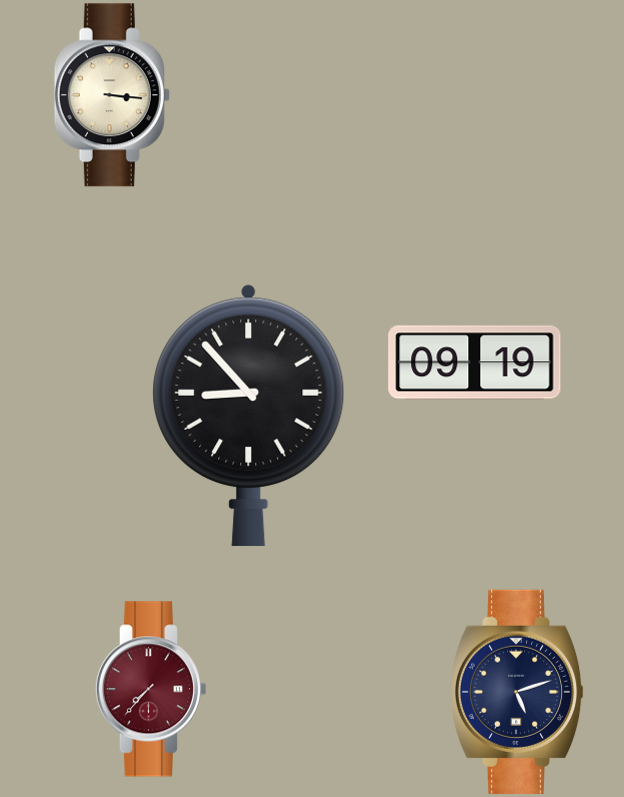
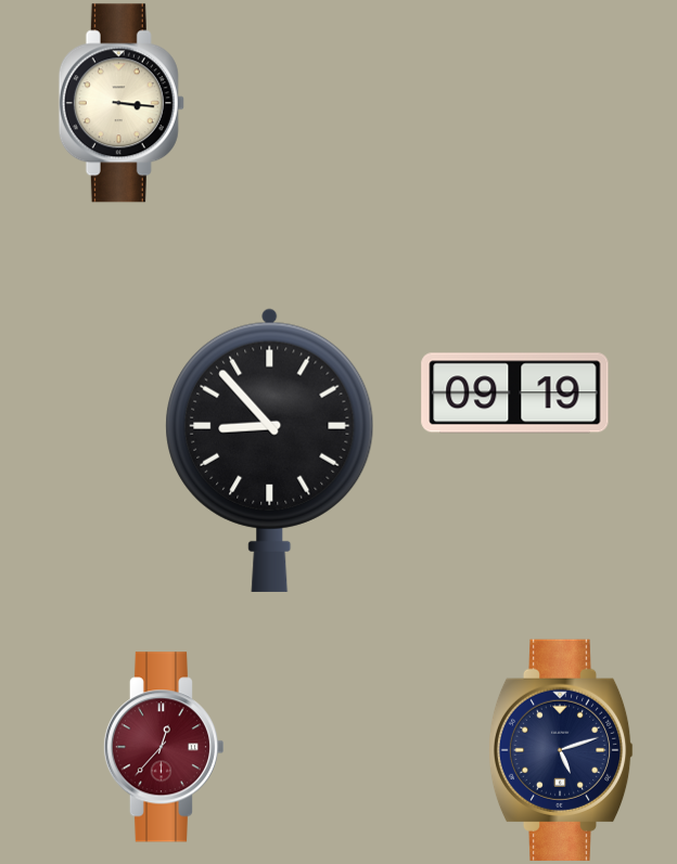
clock at (150, 689): 7:37 -> 12:37
